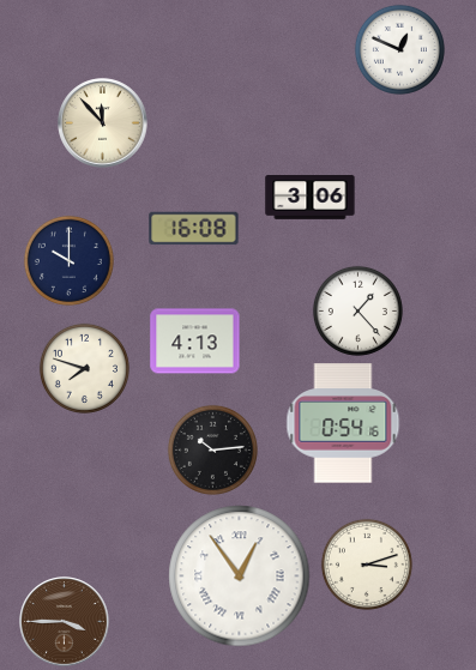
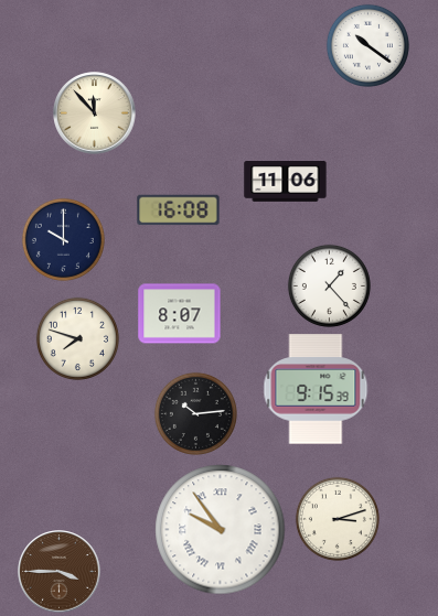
clock at (399, 49): 12:49 -> 10:21
clock at (311, 198): 3:06 -> 11:06
clock at (195, 342): 4:13 -> 8:07
clock at (343, 423): 0:54 -> 9:15
clock at (240, 577): 12:54 -> 9:54
